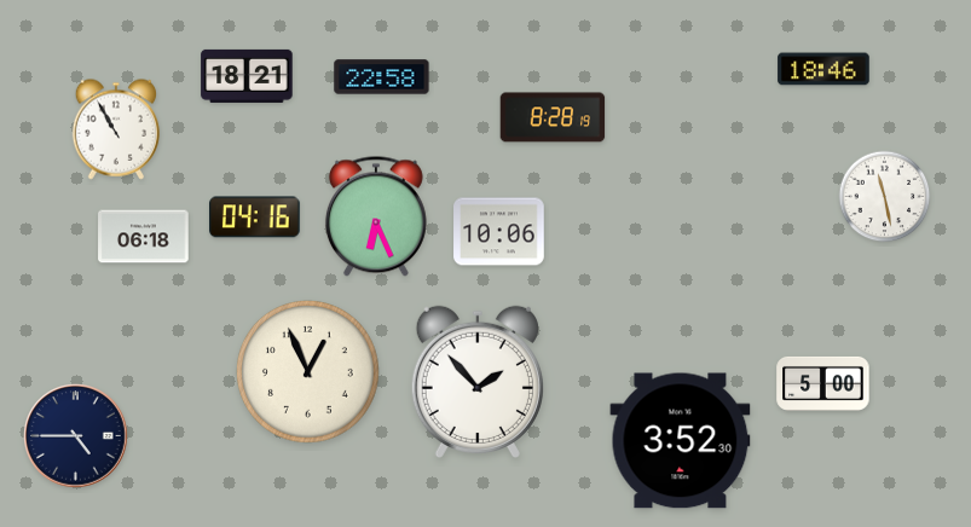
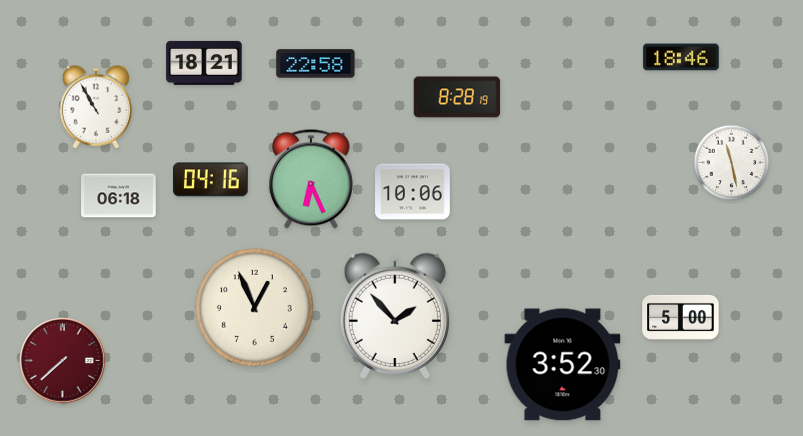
clock at (76, 436): 4:45 -> 7:38
clock at (76, 436) dial: navy -> burgundy
